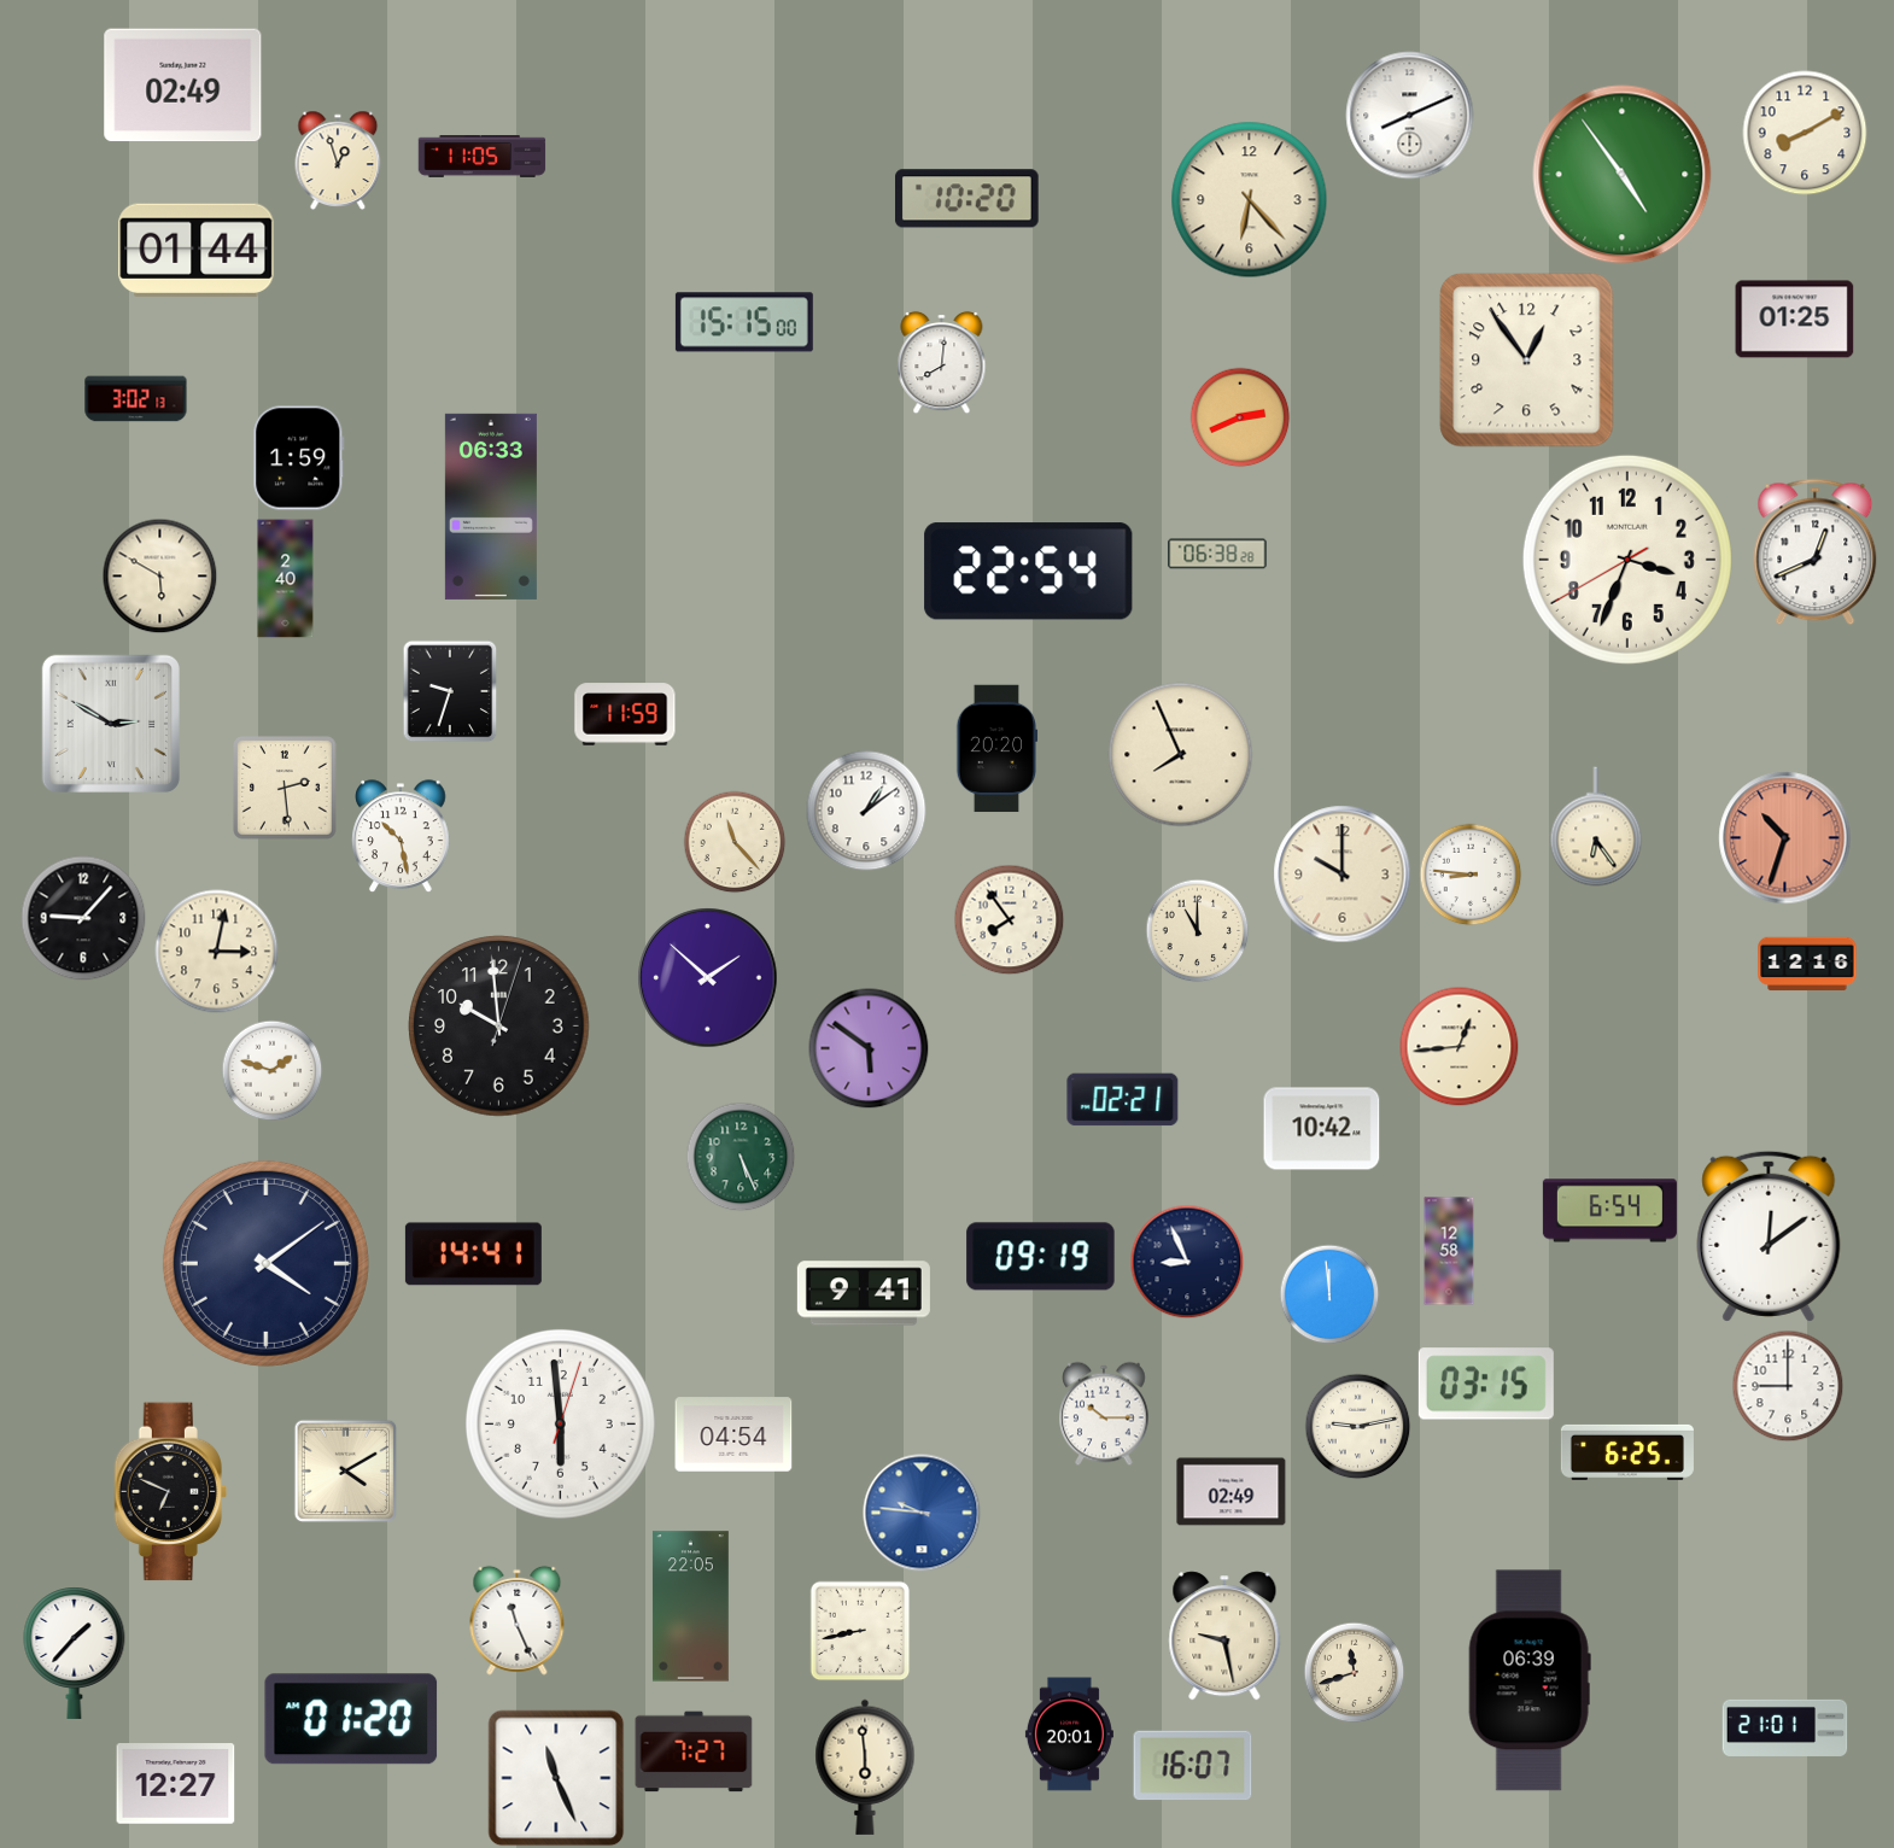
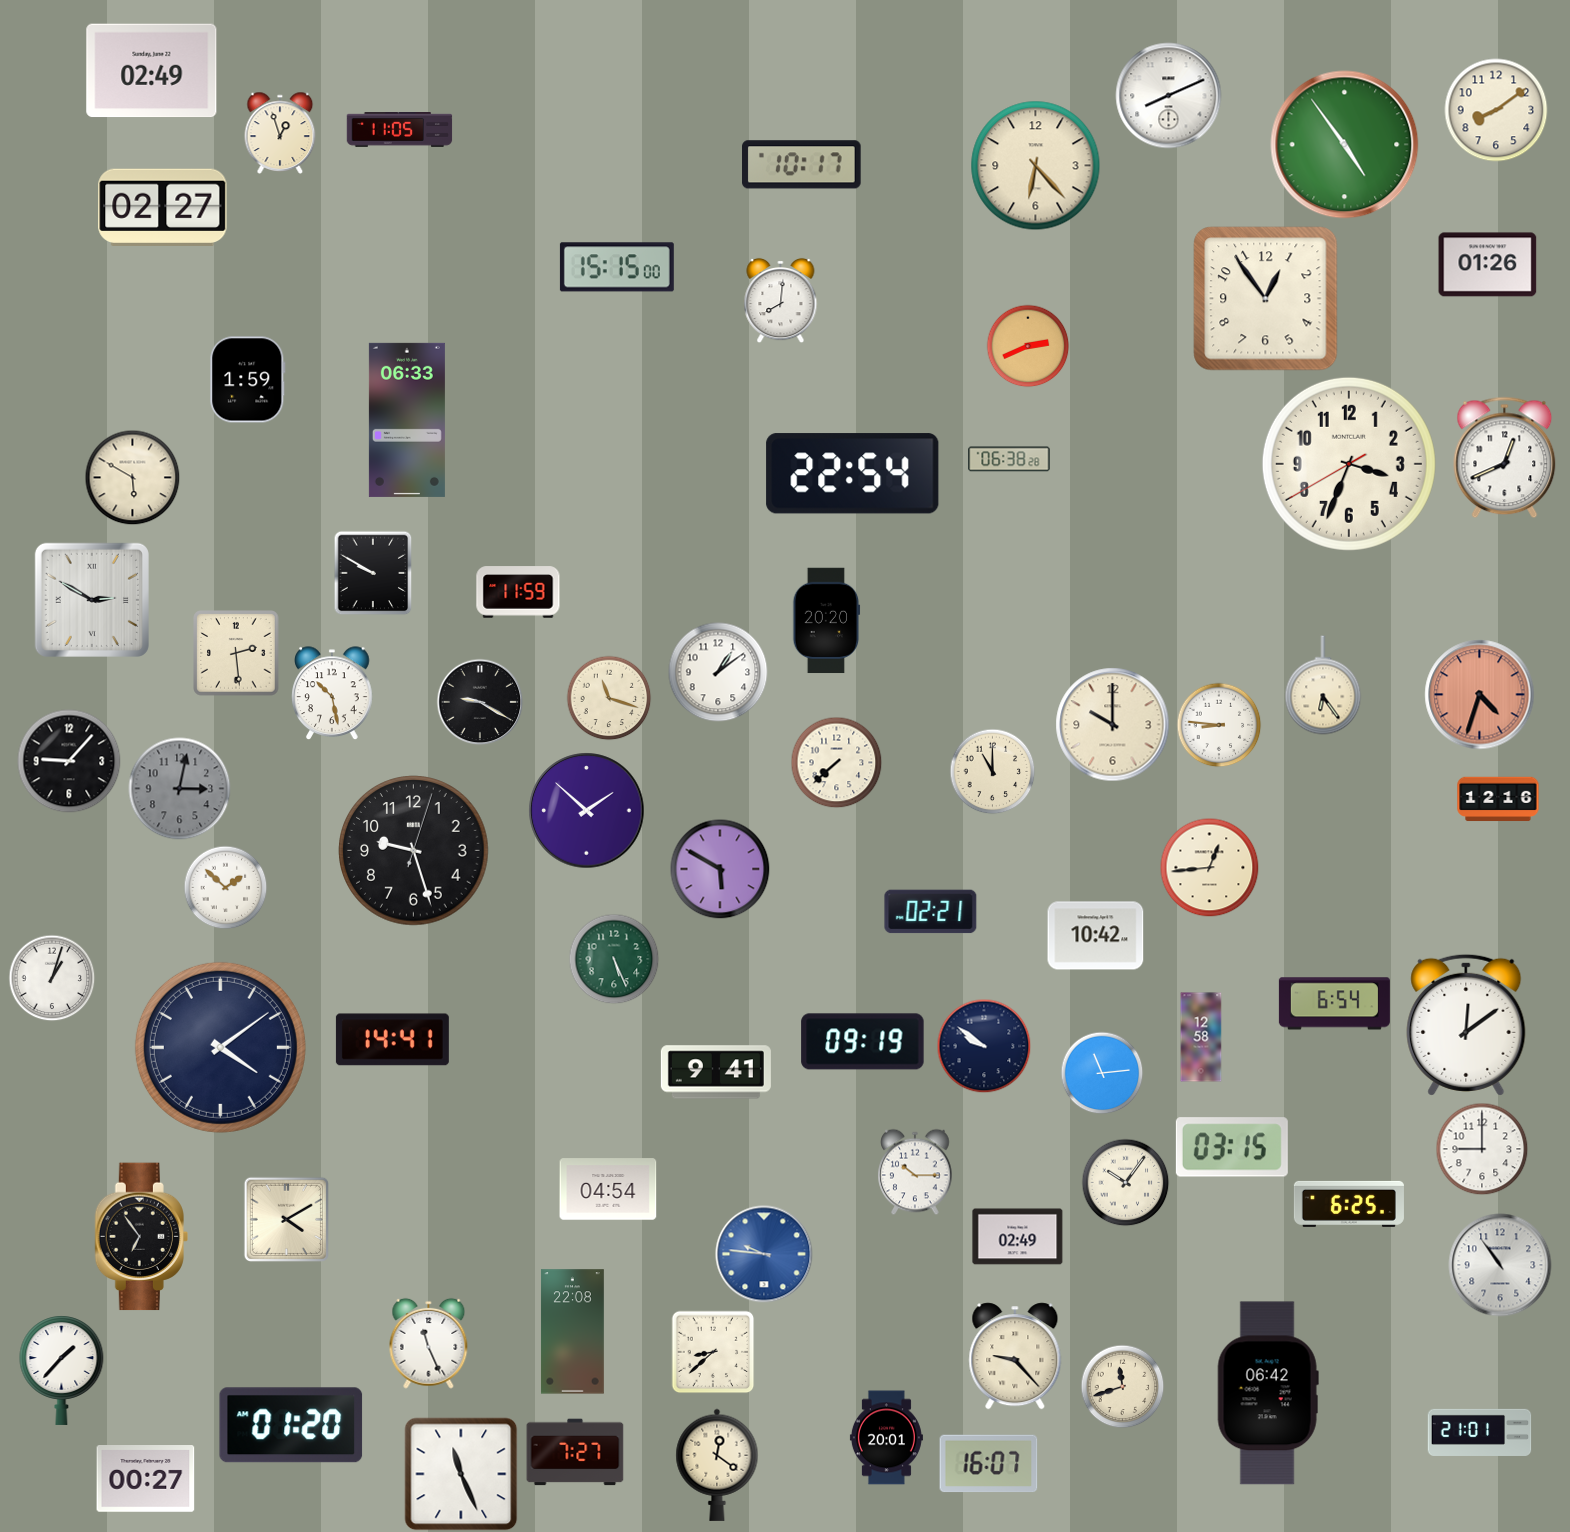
clock at (1805, 133): 8:10 -> 8:09
clock at (968, 199): 10:20 -> 10:17
clock at (197, 250): 01:44 -> 02:27
clock at (1795, 320): 01:25 -> 01:26
clock at (136, 399): 3:02 -> none
clock at (286, 579): 2:40 -> none
clock at (450, 691): 9:33 -> 9:50
clock at (1181, 755): 7:56 -> none
clock at (1785, 838): 10:33 -> 4:33
clock at (735, 842): 11:23 -> 11:18
clock at (480, 702): none -> 9:20
clock at (1009, 919): 7:54 -> 7:38
clock at (217, 952) dial: cream -> grey
clock at (499, 1027): 9:59 -> 9:27
clock at (869, 1048): 5:51 -> 5:50
clock at (271, 1070): 1:48 -> 1:52
clock at (52, 978): none -> 1:03
clock at (1187, 1262): 8:56 -> 9:51
clock at (1329, 1294): 11:59 -> 11:14
clock at (560, 1423): 5:59 -> none
clock at (1357, 1426): 9:13 -> 10:06
clock at (170, 1492): 6:49 -> 6:54
clock at (1232, 1492) position: (1232, 1492) -> (1018, 1237)
clock at (1500, 1265): none -> 10:54
clock at (690, 1607): 22:05 -> 22:08
clock at (860, 1631): 8:43 -> 8:38
clock at (1224, 1636): 9:28 -> 9:23
clock at (1530, 1680): 06:39 -> 06:42
clock at (865, 1767): 5:59 -> 12:21
clock at (176, 1784): 12:27 -> 00:27
